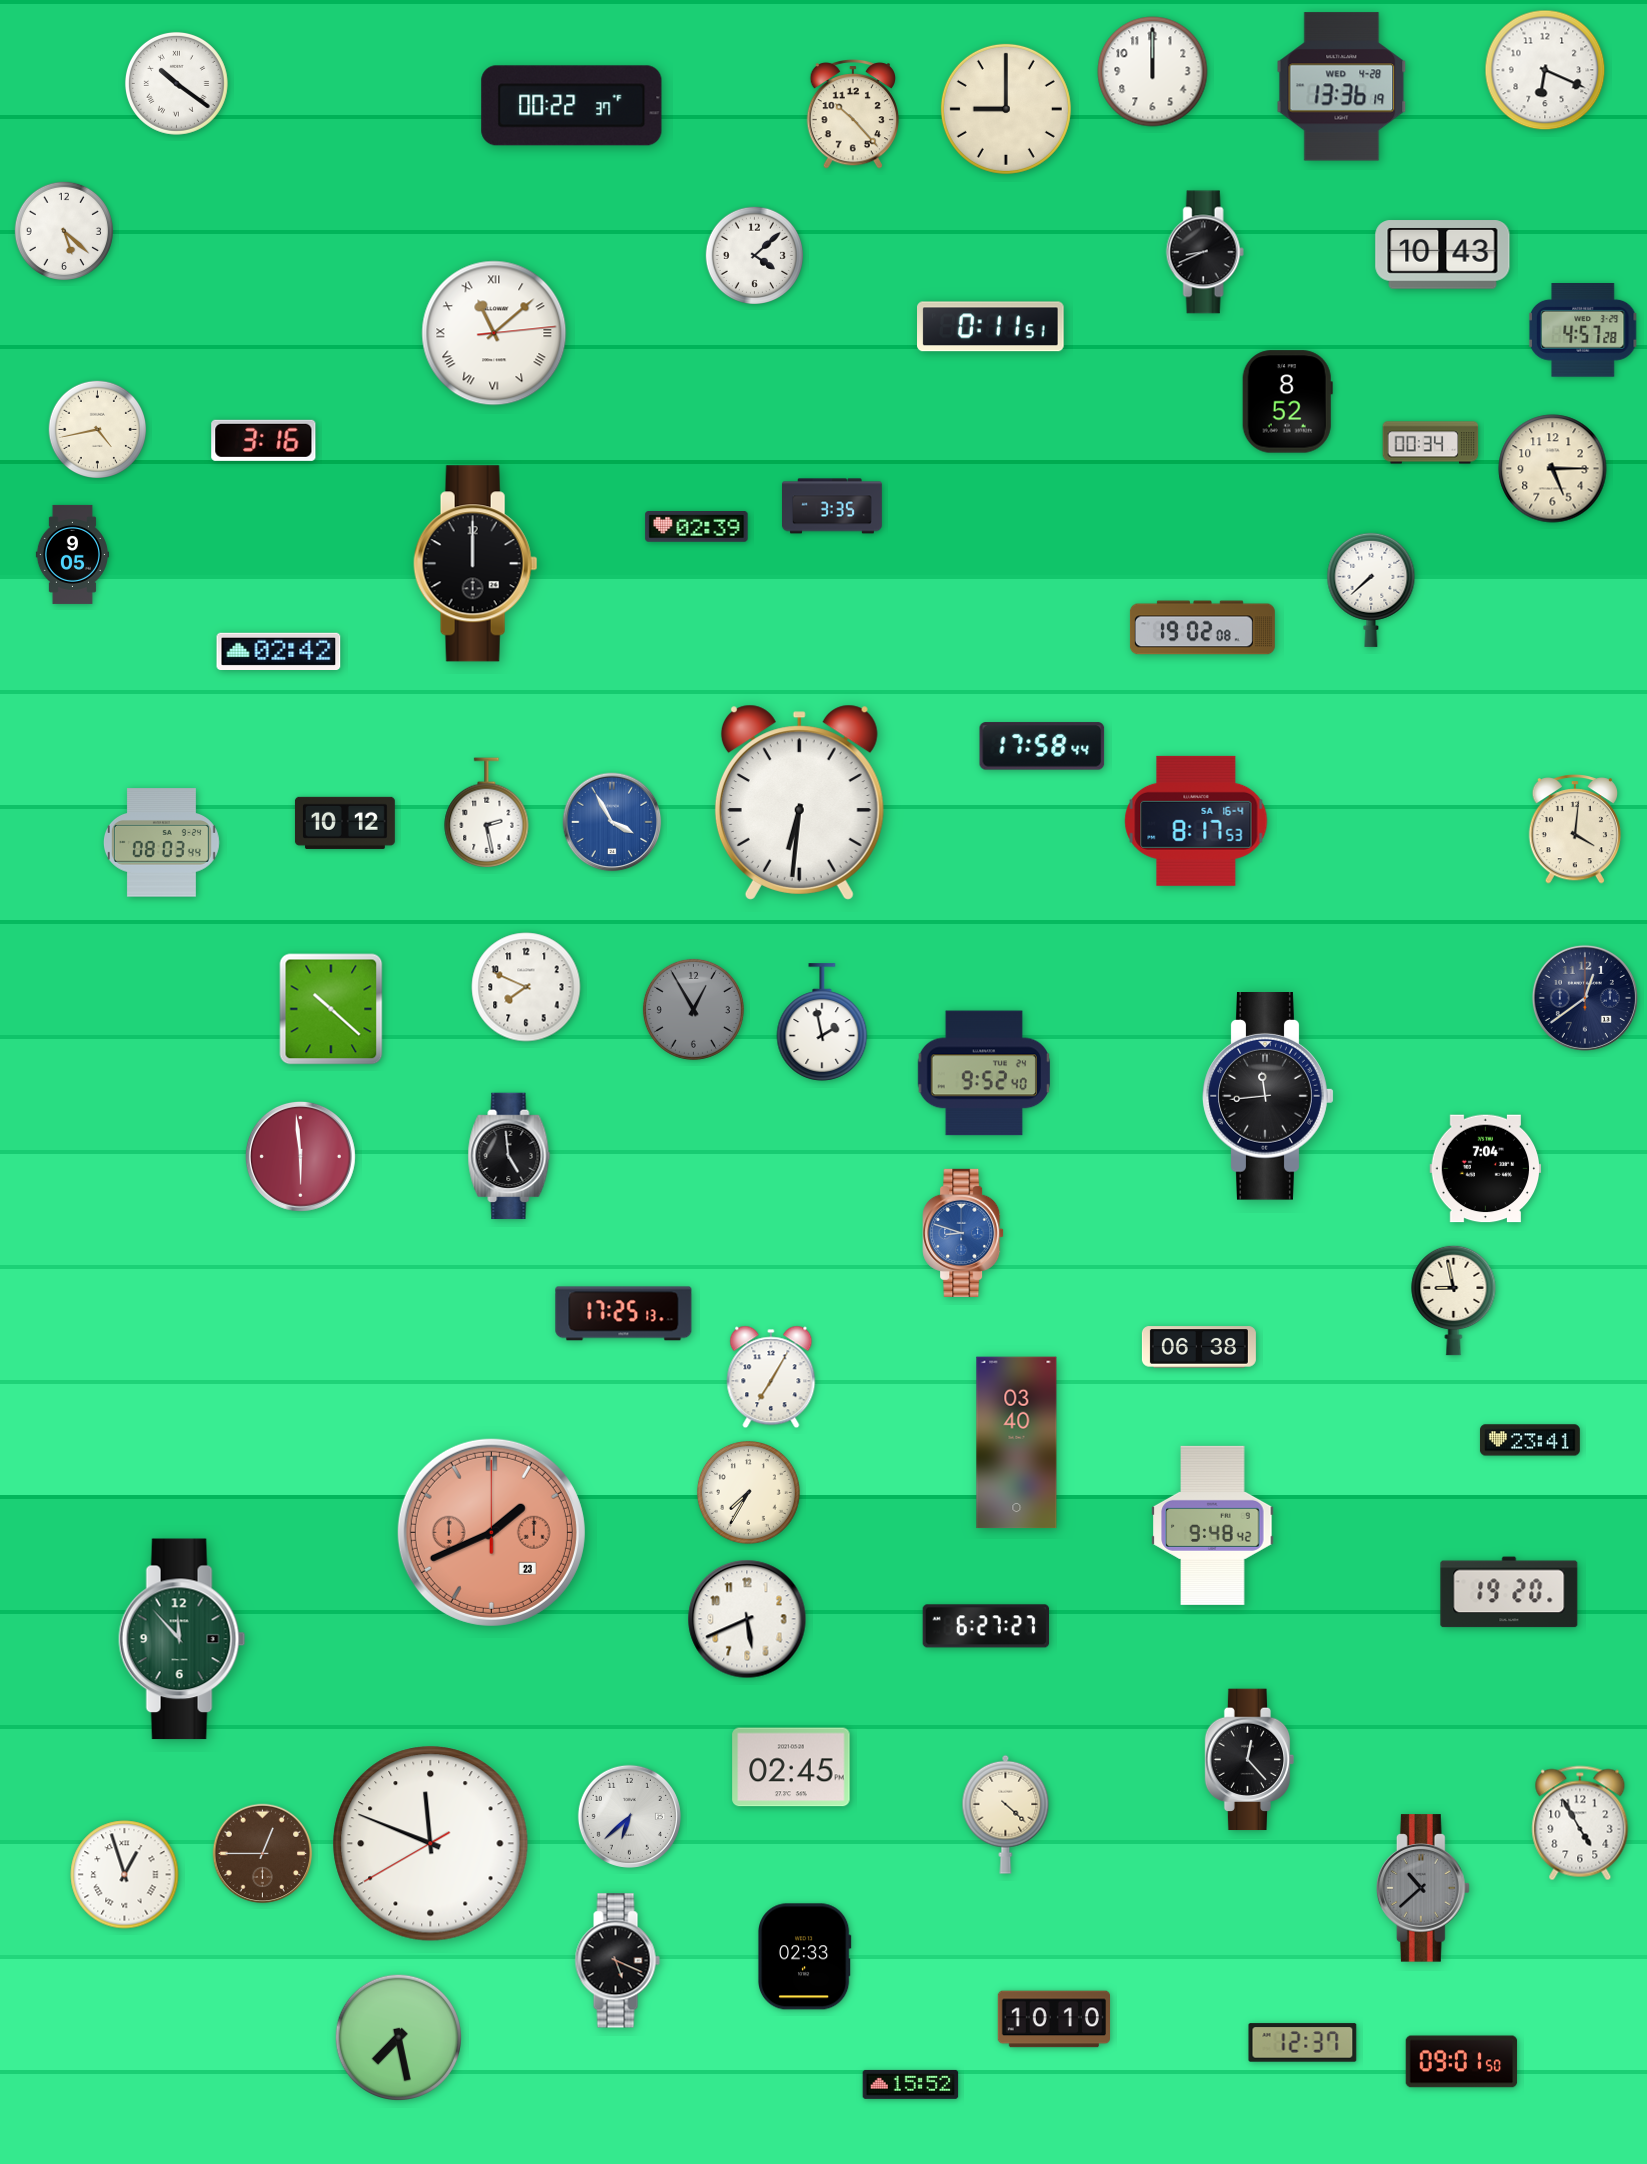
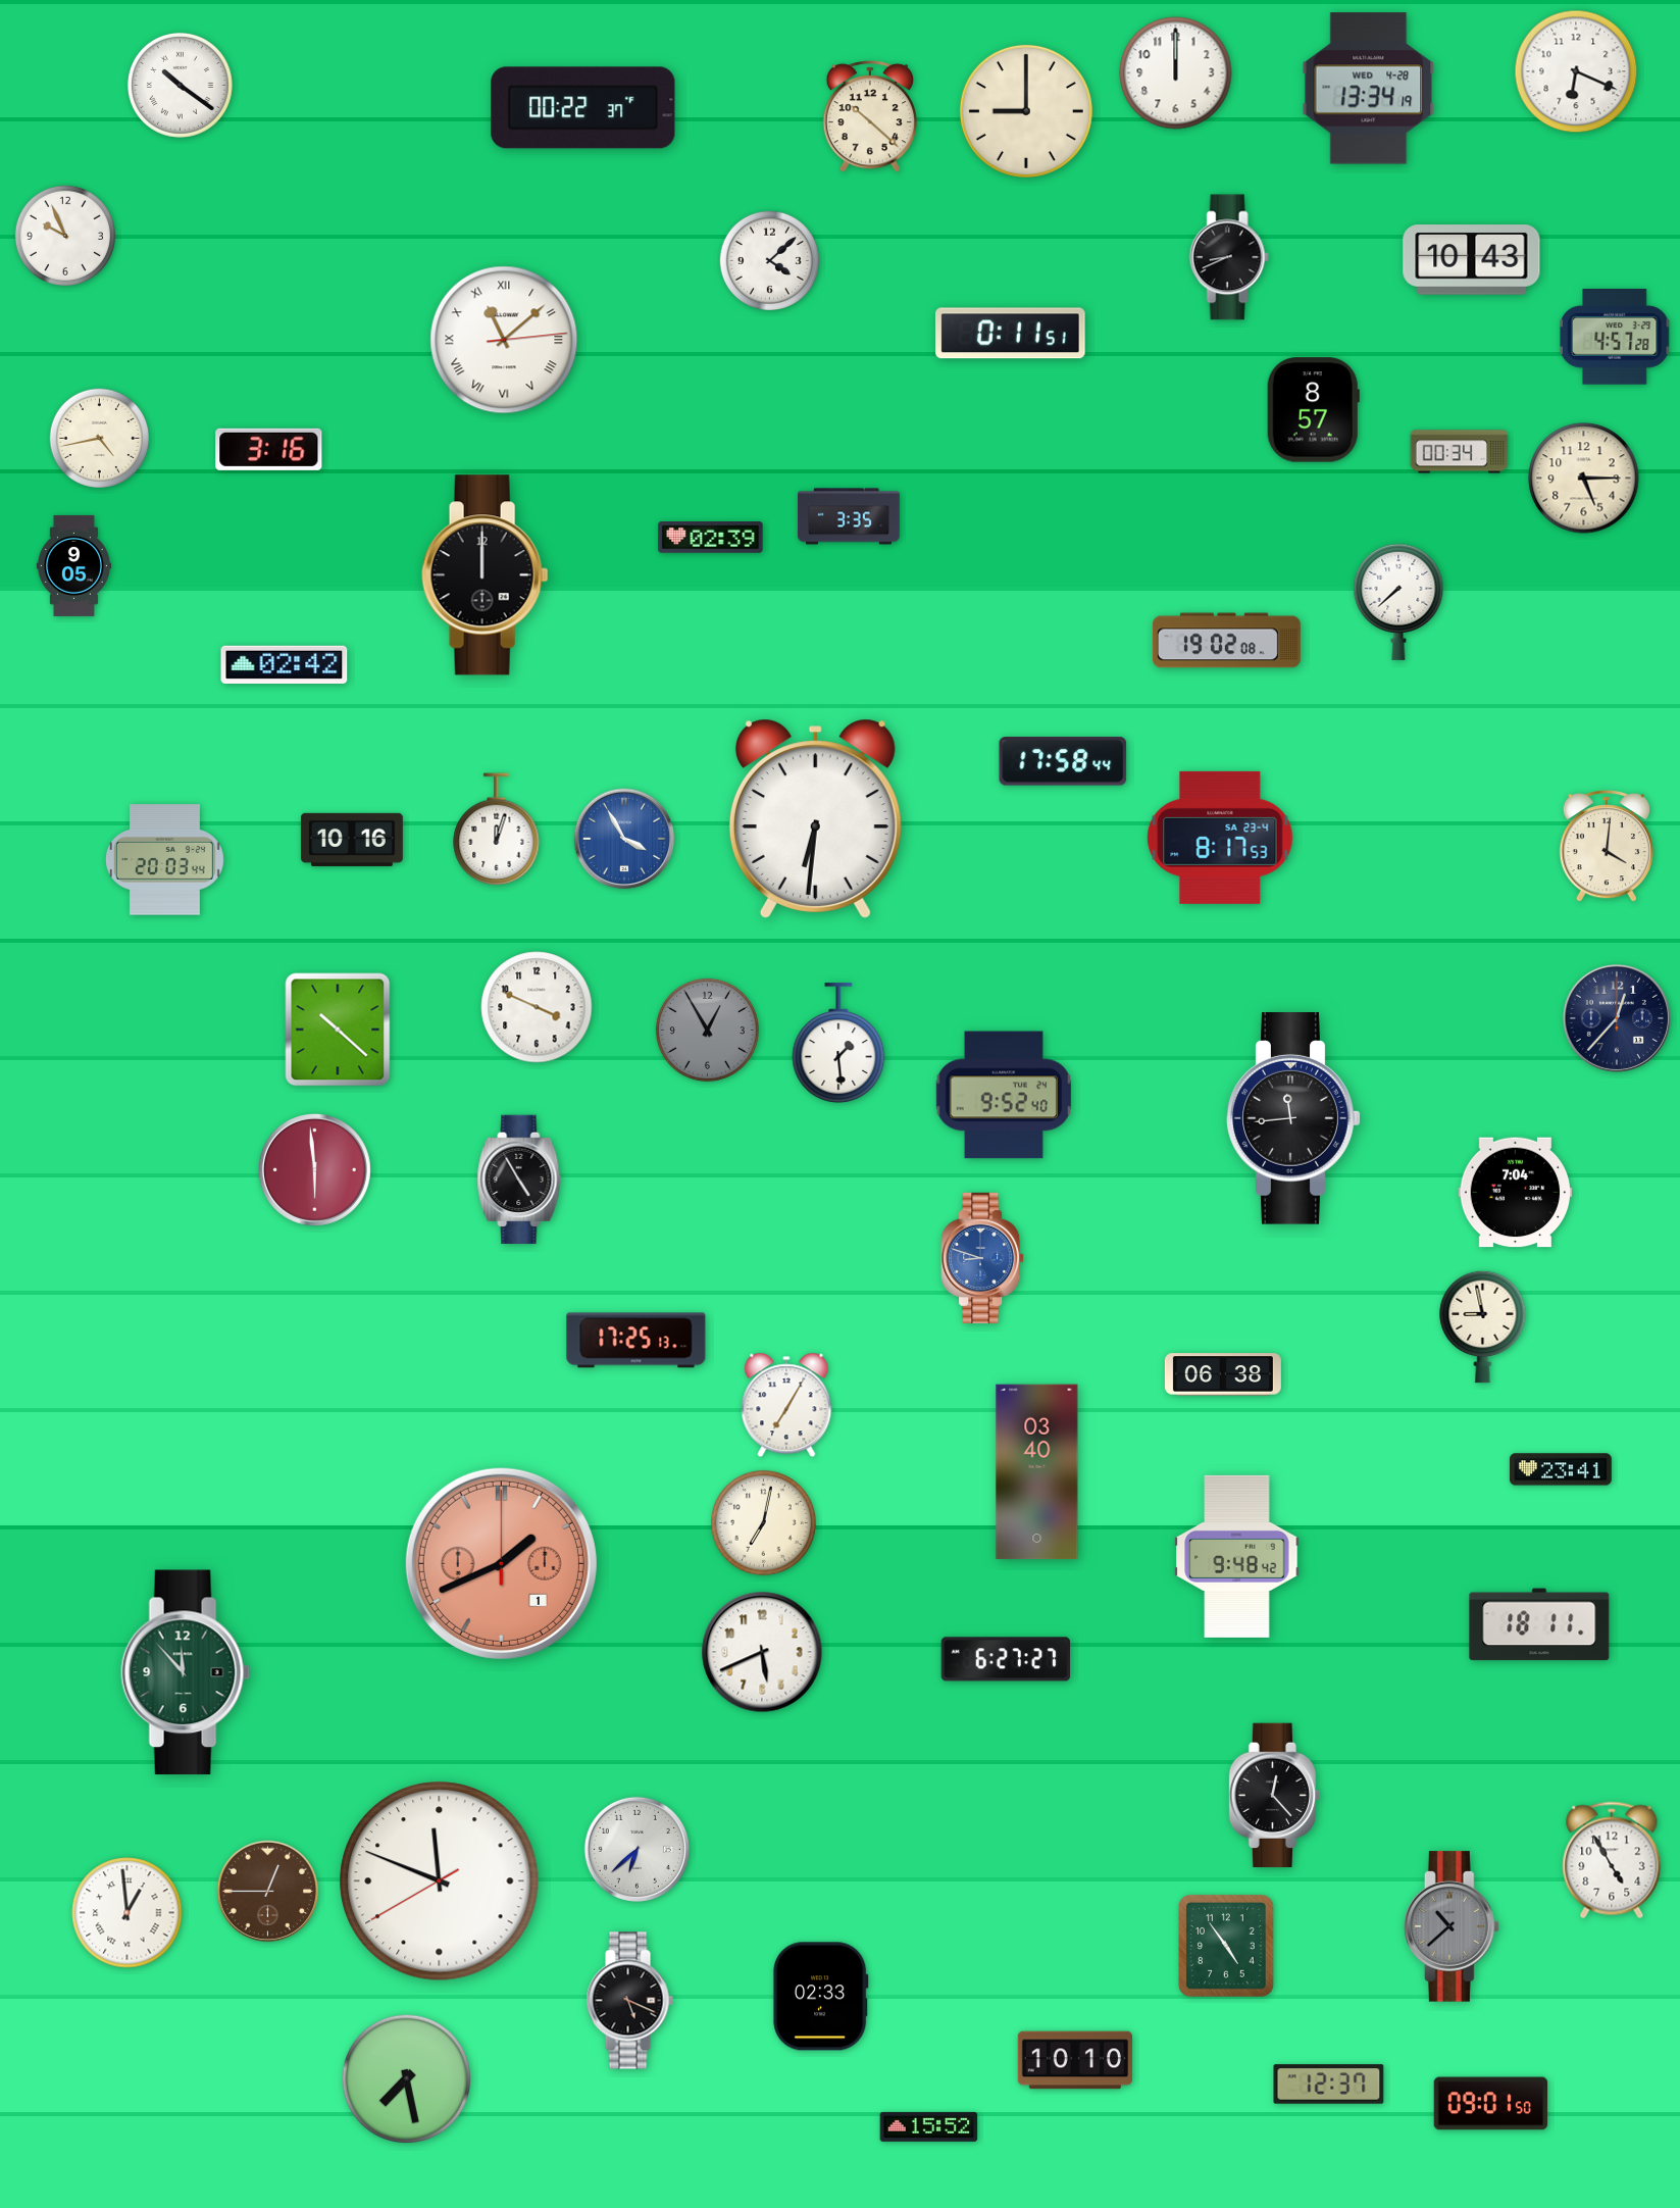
clock at (1342, 87): 13:36 -> 13:34
clock at (852, 115): 10:23 -> 10:22
clock at (64, 231): 5:22 -> 9:56
clock at (1287, 402): 8:52 -> 8:57
clock at (487, 813): 2:28 -> 12:03
clock at (1196, 821) date: SA 16-4 -> SA 23-4
clock at (345, 823): 10:12 -> 10:16
clock at (161, 843): 08:03 -> 20:03
clock at (526, 987): 7:49 -> 3:49
clock at (1585, 998): 12:39 -> 12:37
clock at (822, 1022): 1:58 -> 1:29
clock at (300, 1156) position: (300, 1156) -> (314, 1169)
clock at (509, 1156): 4:59 -> 4:55
clock at (748, 1492): 7:35 -> 7:02
clock at (491, 1532) date: 23 -> 1
clock at (1509, 1592): 19:20 -> 18:11
clock at (791, 1767): 02:45 -> none
clock at (1006, 1814): 4:22 -> none
clock at (629, 1816) position: (629, 1816) -> (637, 1849)
clock at (125, 1875): 12:57 -> 12:59
clock at (1227, 1947): none -> 4:54
